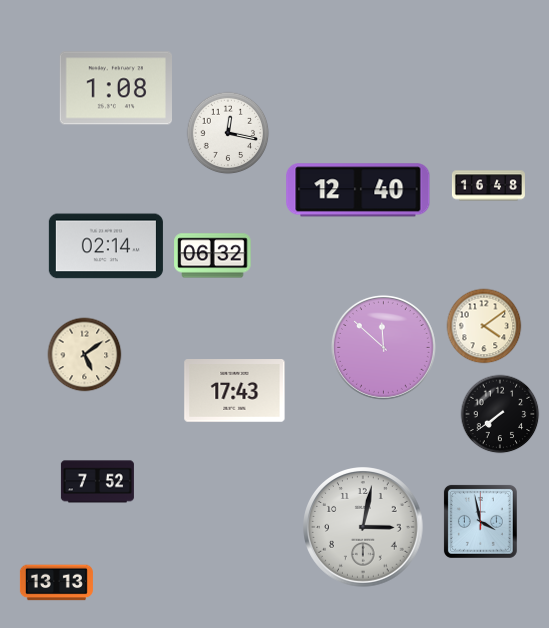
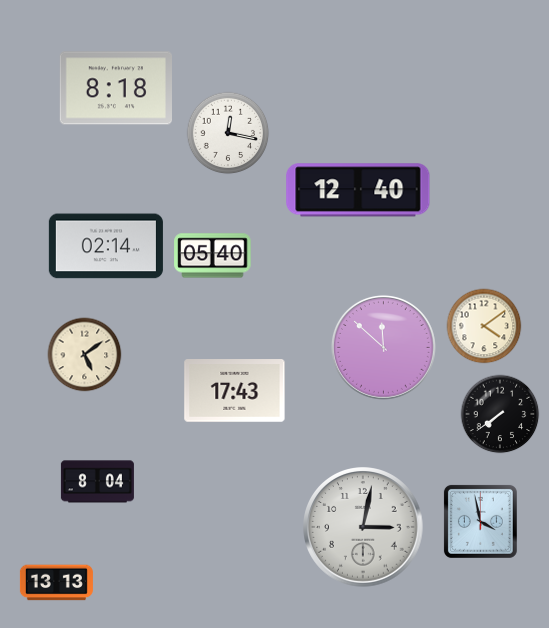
clock at (115, 88): 1:08 -> 8:18
clock at (488, 186): 16:48 -> none
clock at (213, 256): 06:32 -> 05:40
clock at (97, 482): 7:52 -> 8:04
